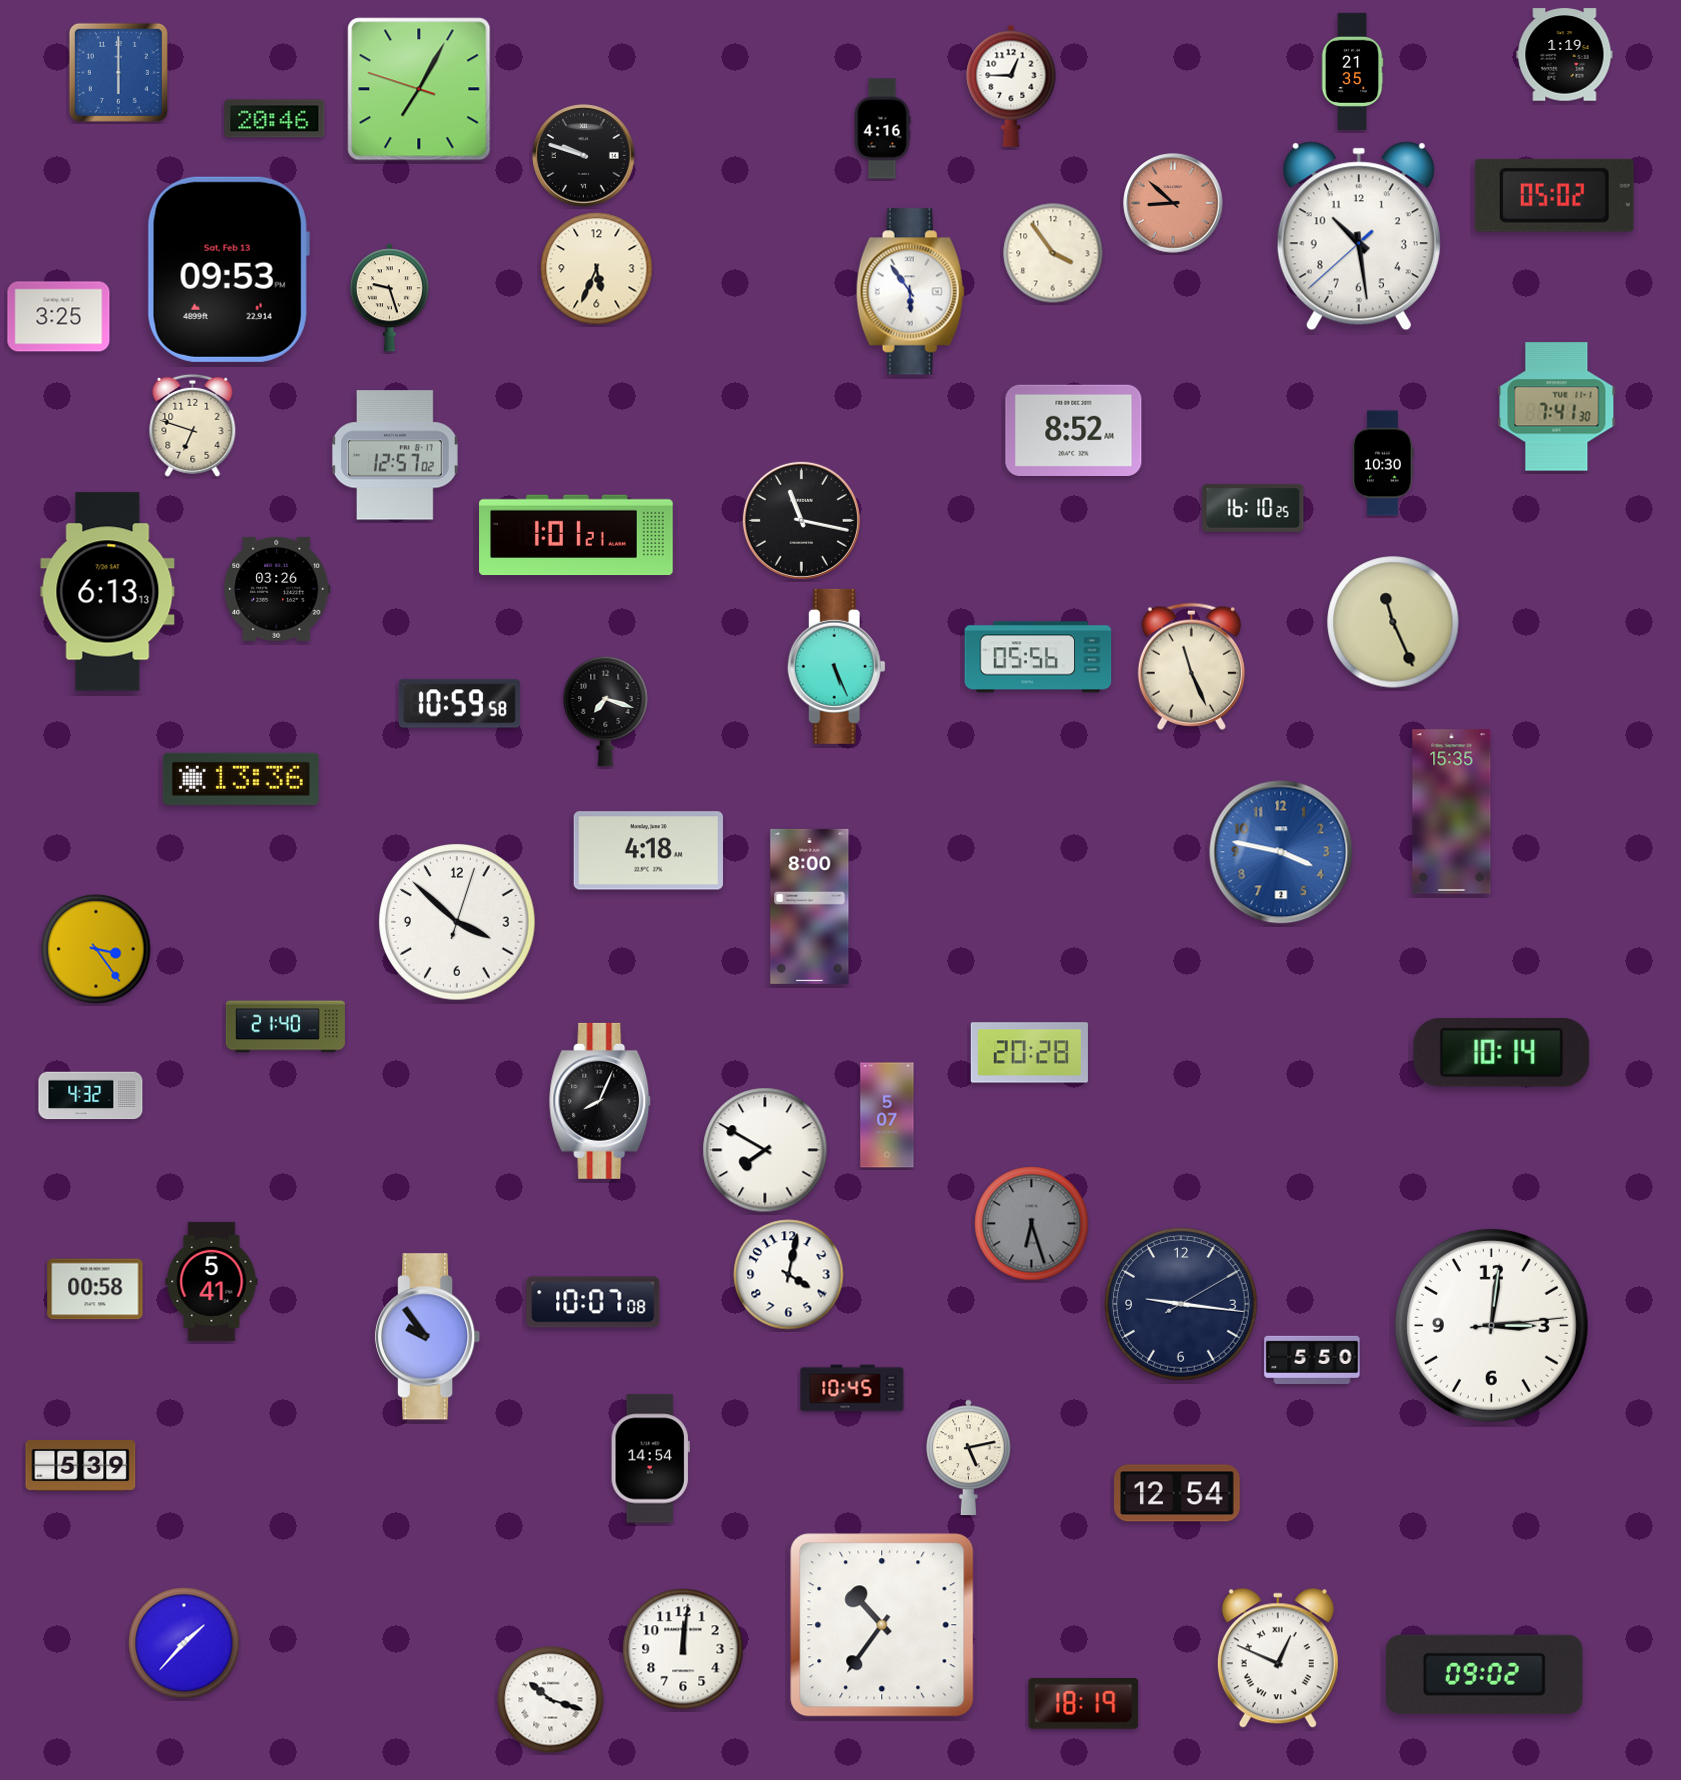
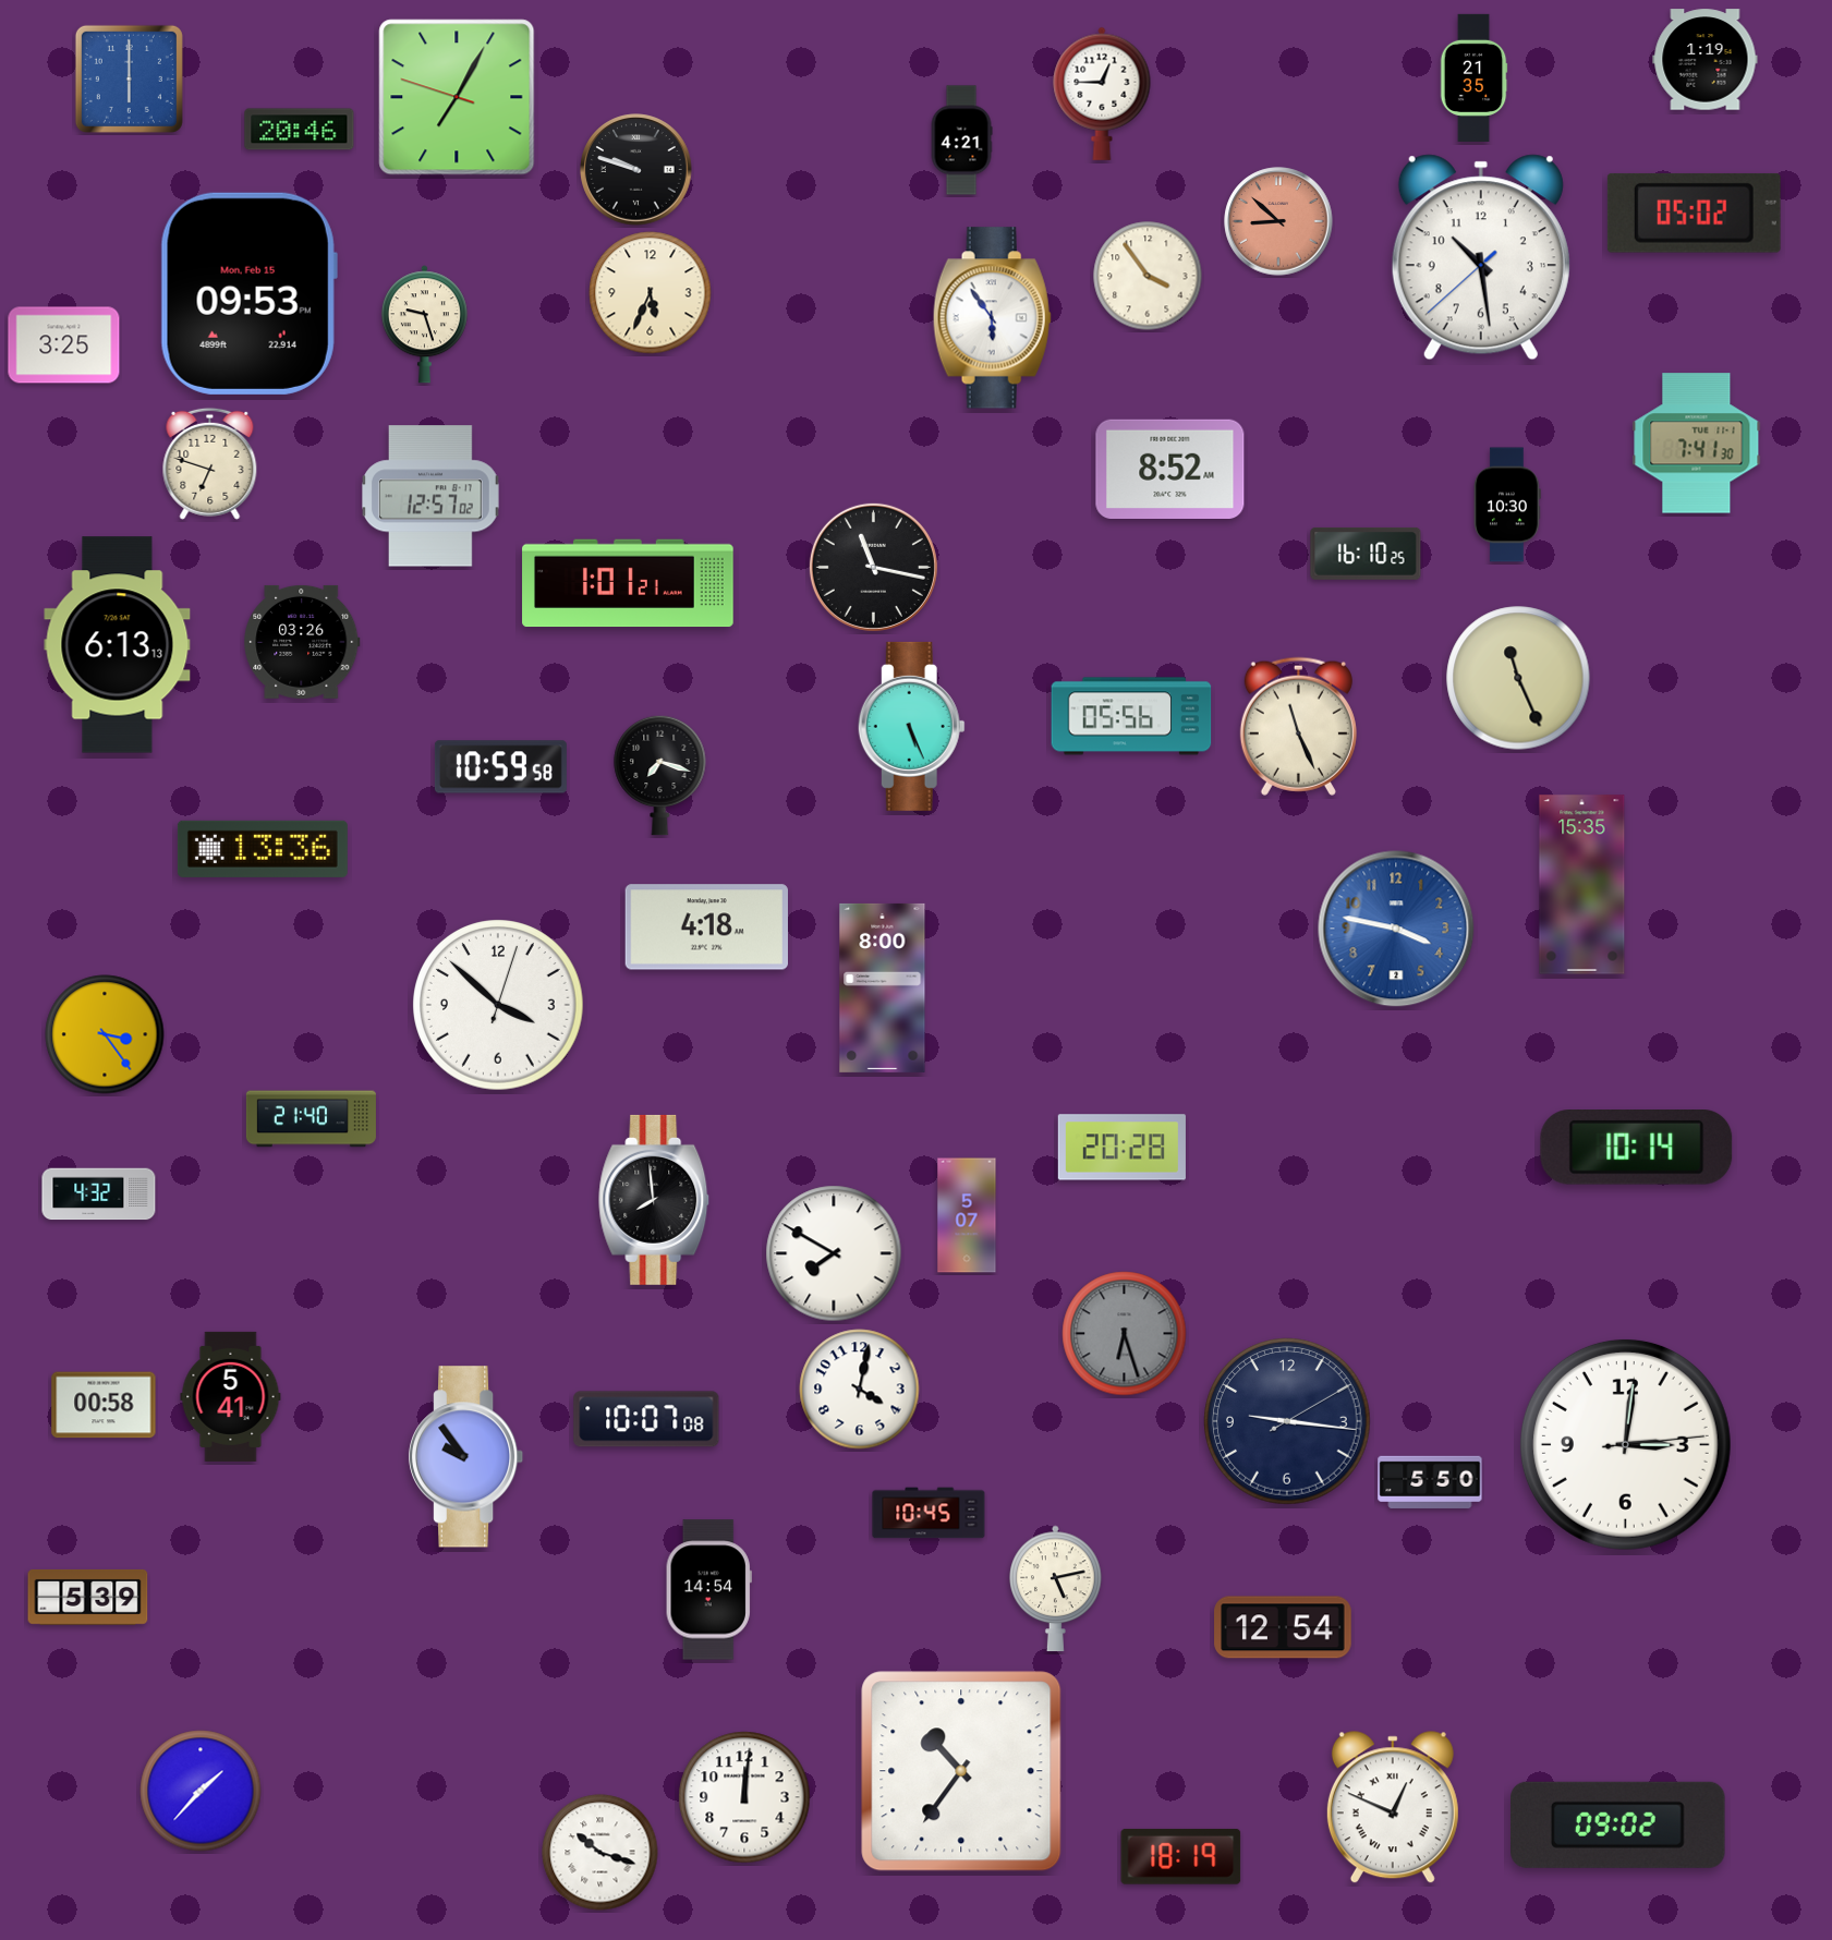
clock at (882, 129): 4:16 -> 4:21
clock at (228, 269) date: Sat, Feb 13 -> Mon, Feb 15
clock at (601, 1101): 8:04 -> 7:59
